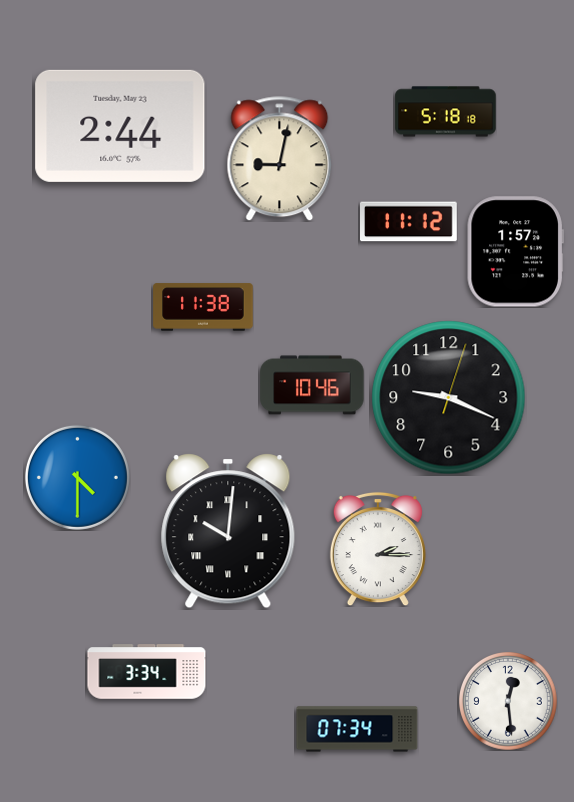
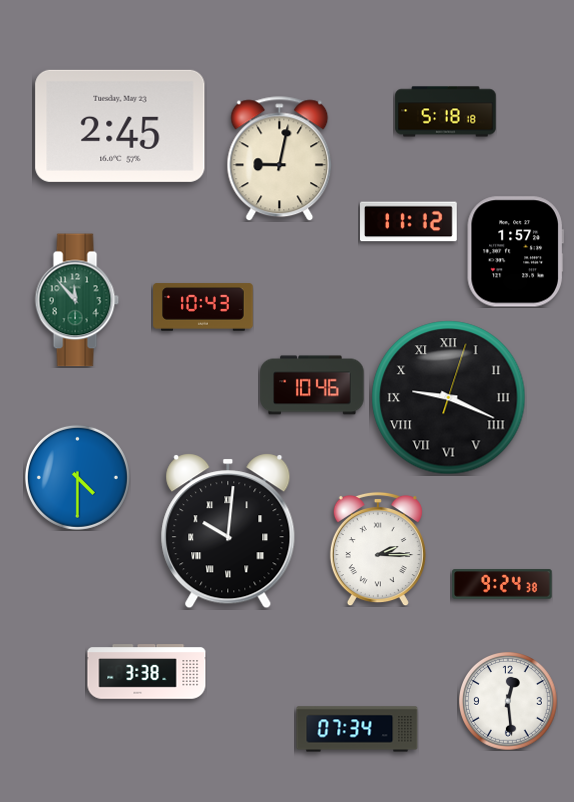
clock at (120, 126): 2:44 -> 2:45
clock at (77, 300): none -> 11:53
clock at (203, 307): 11:38 -> 10:43
clock at (449, 398) numerals: Arabic -> Roman
clock at (502, 584): none -> 9:24
clock at (147, 672): 3:34 -> 3:38
